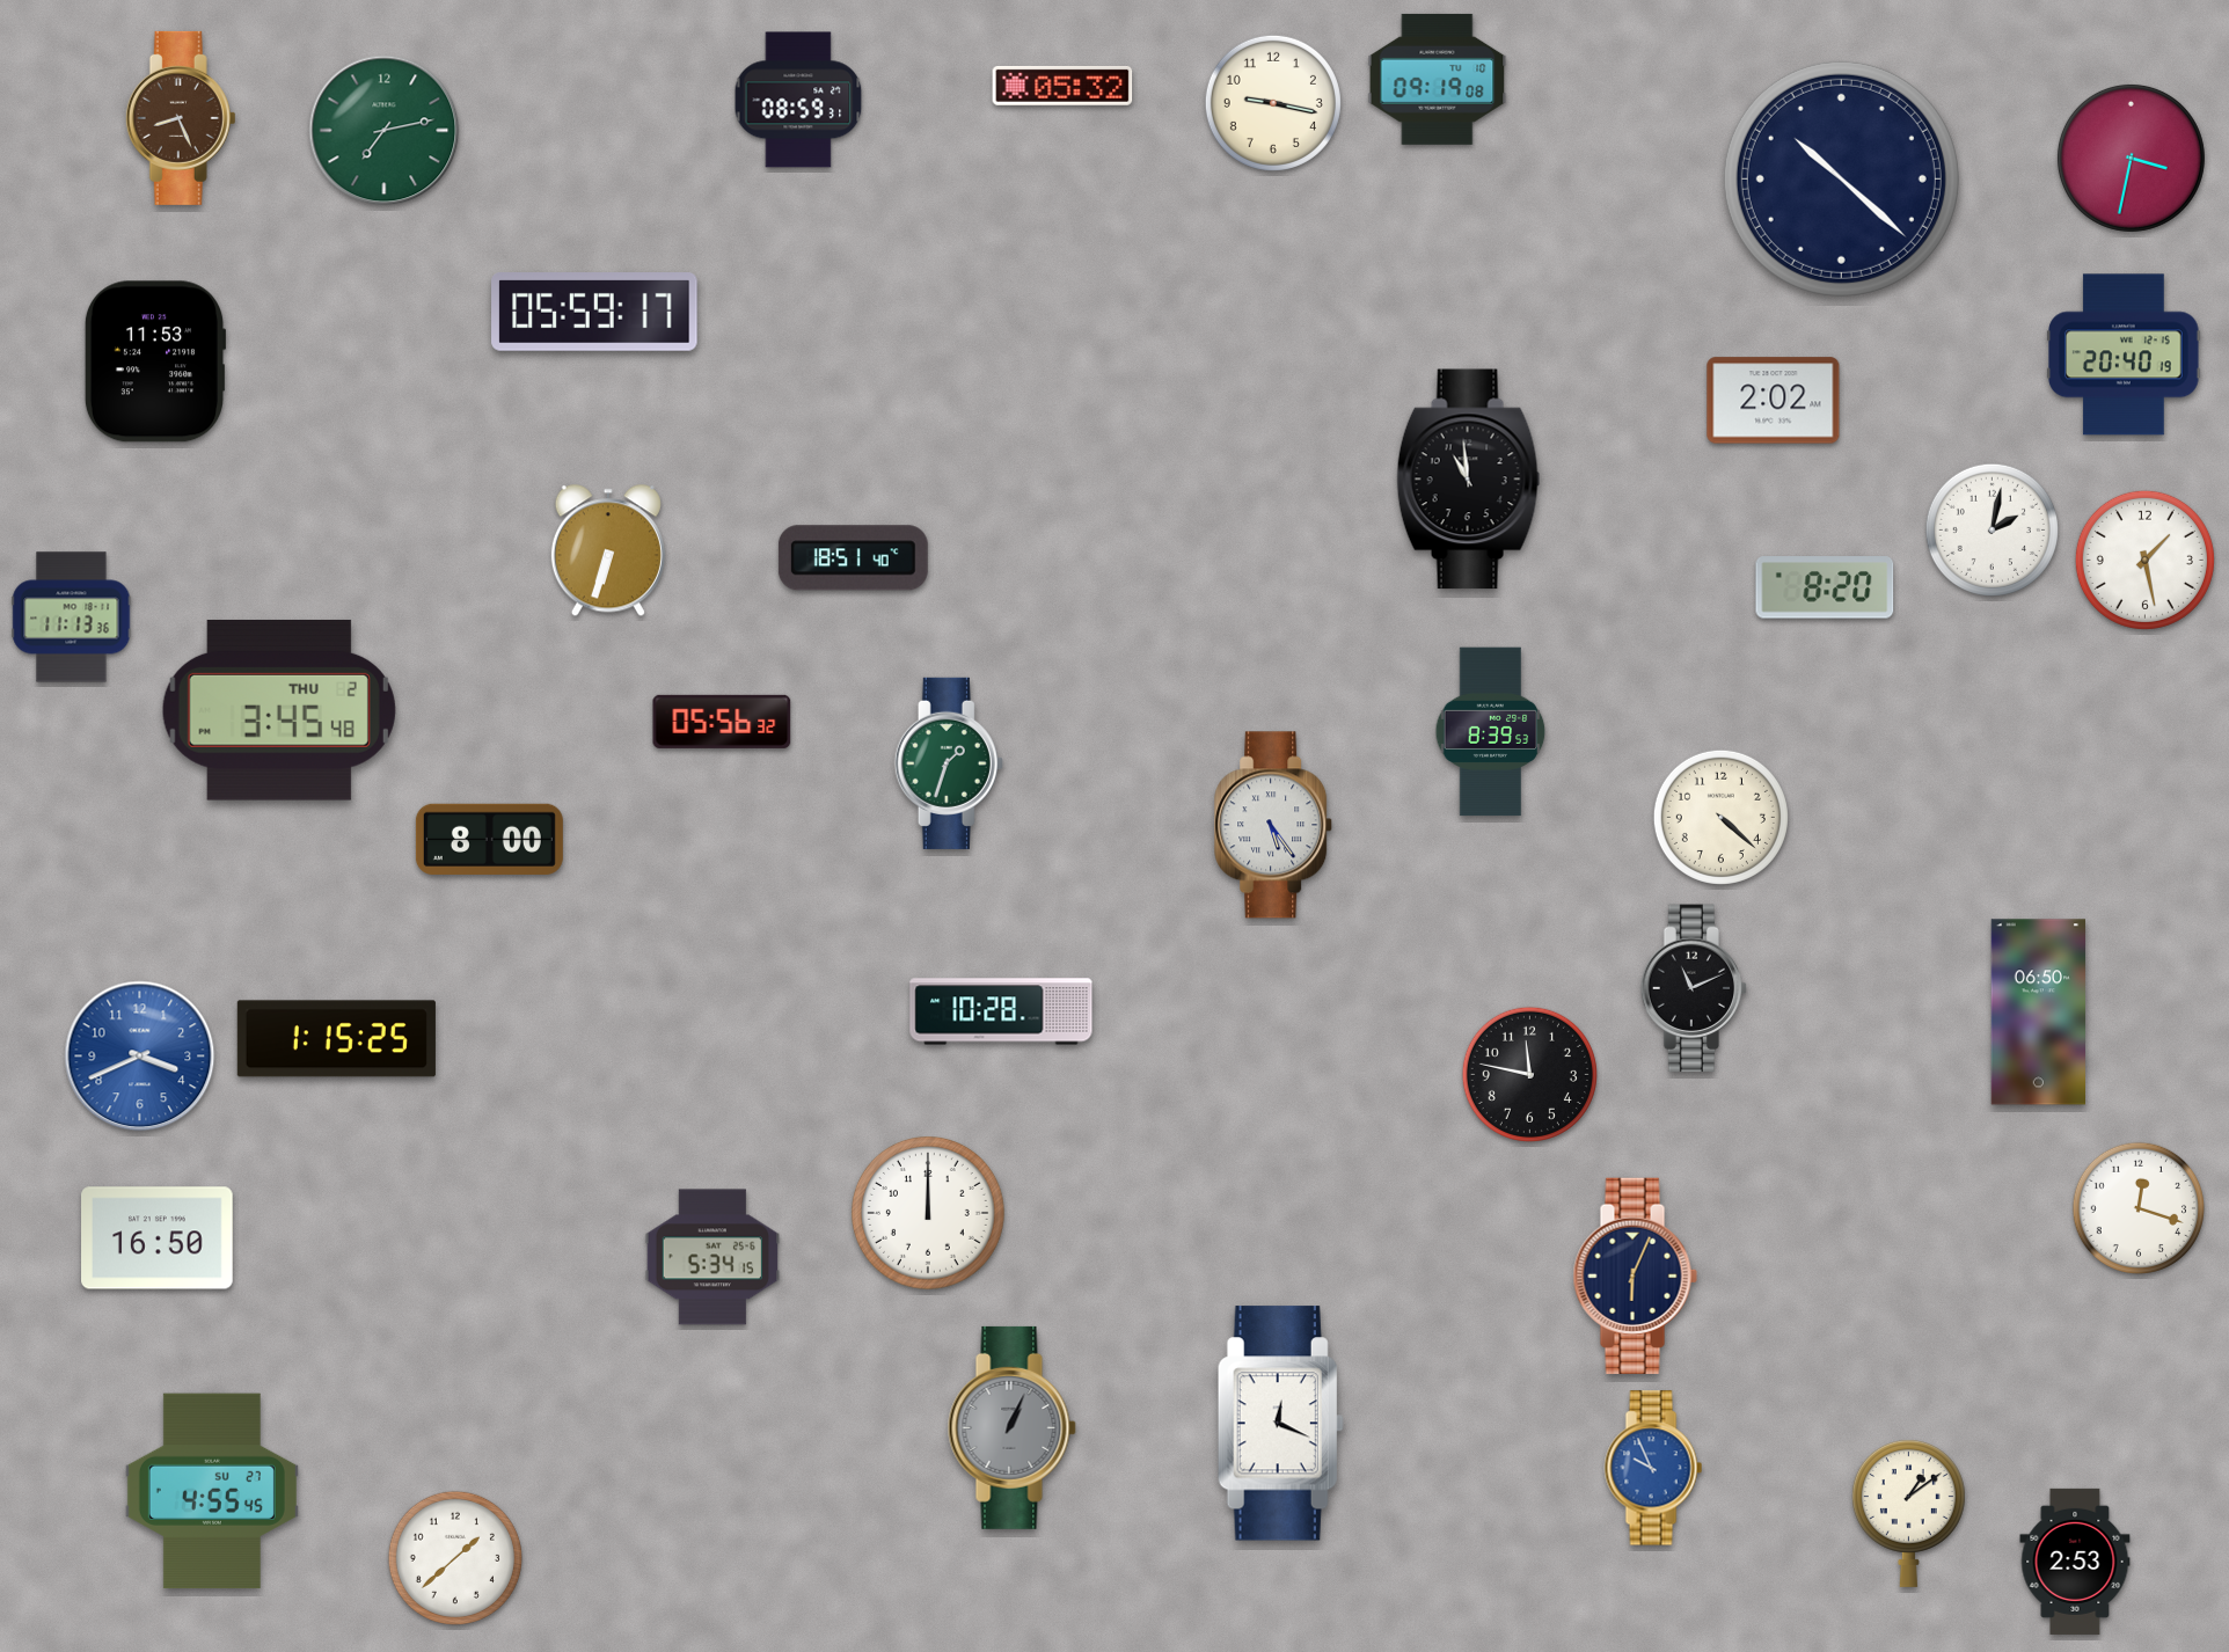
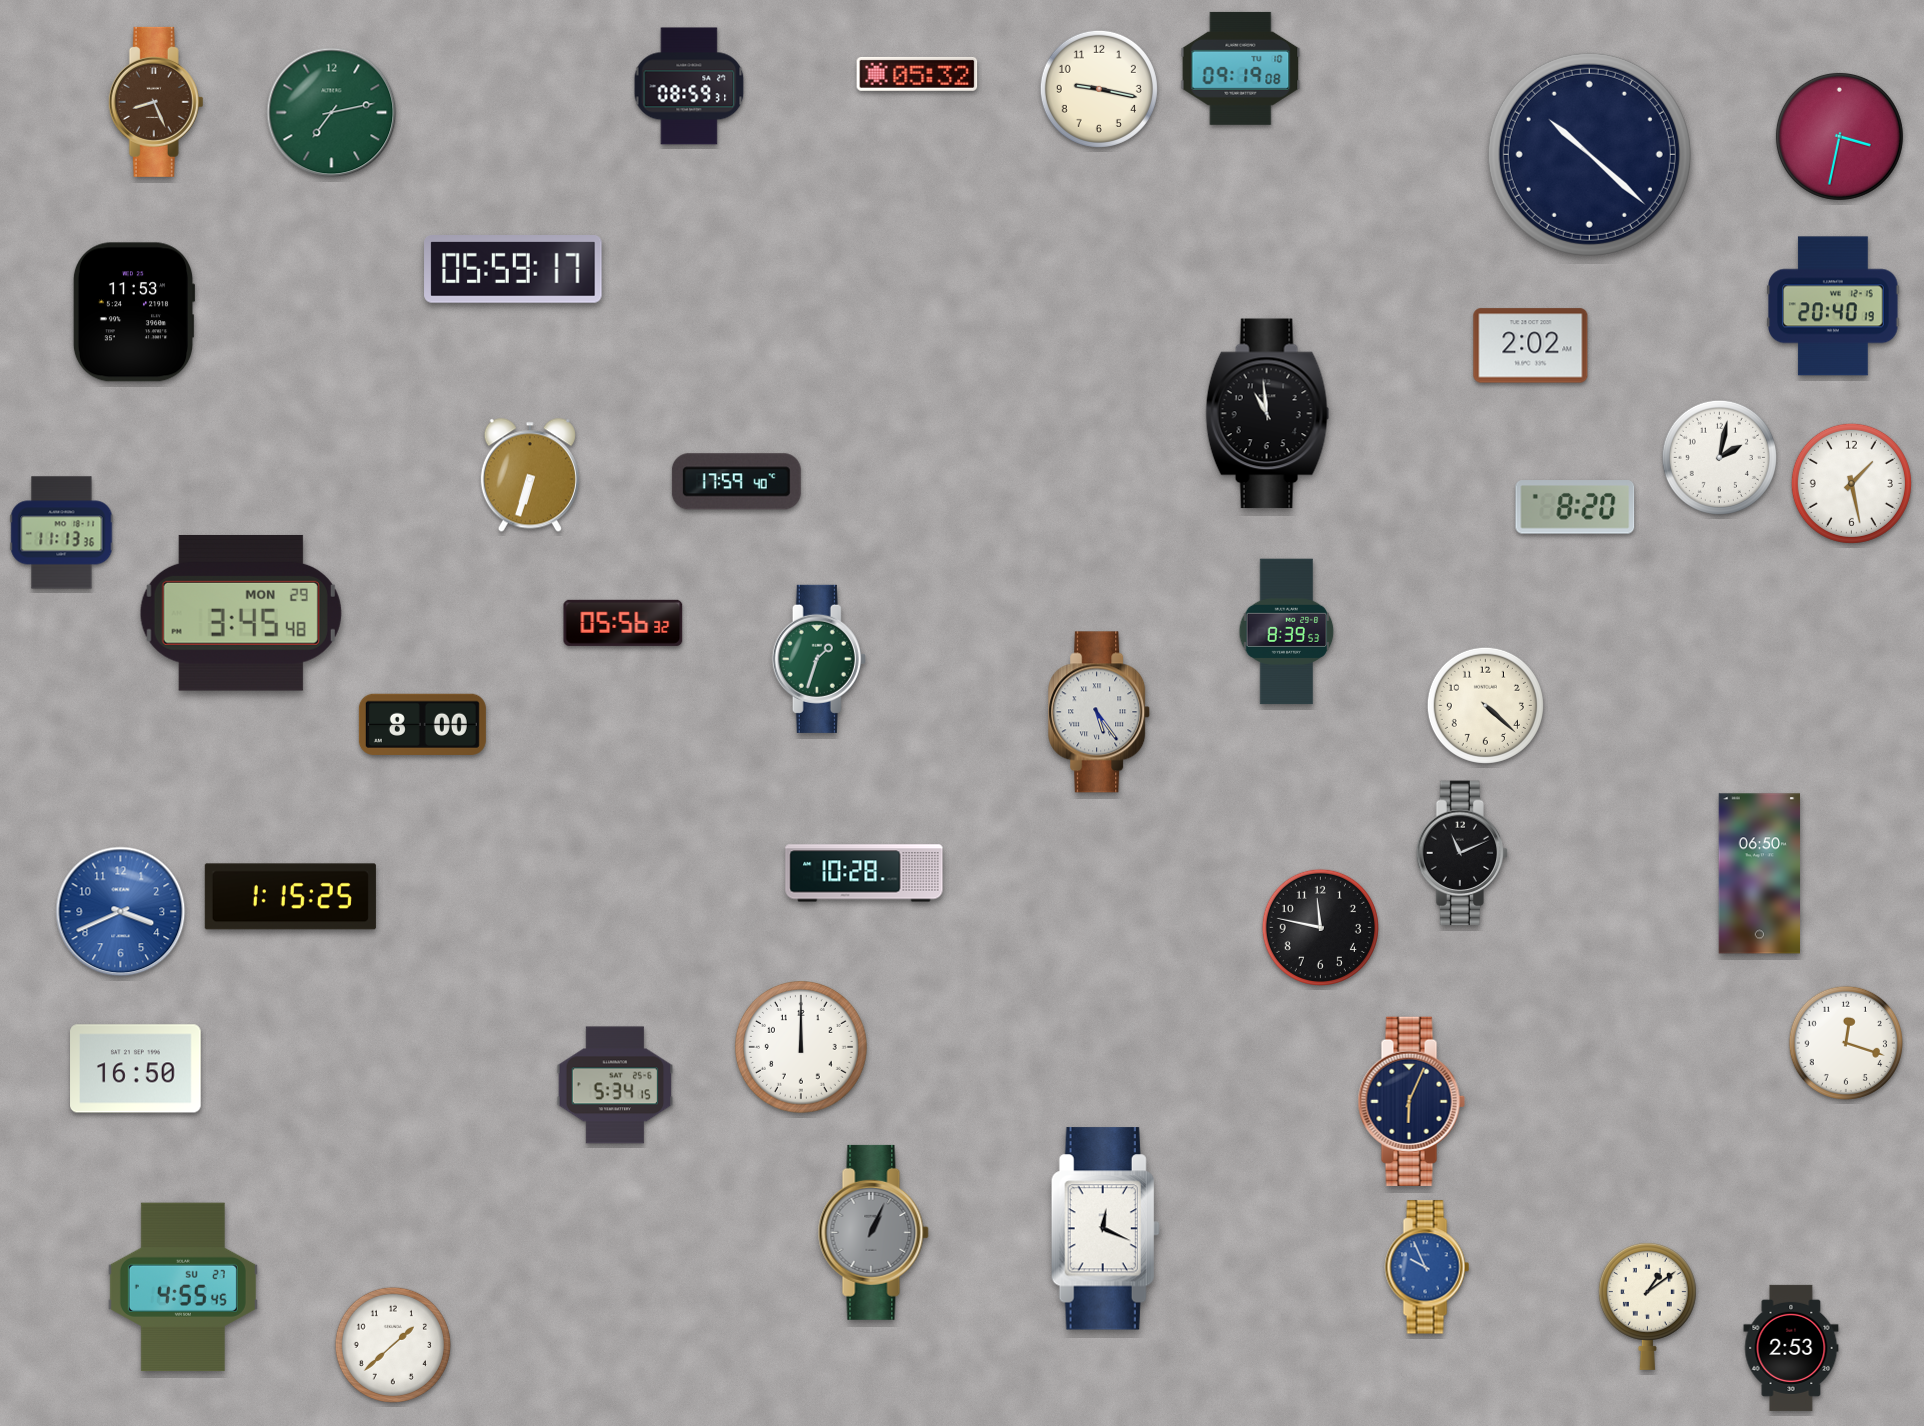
clock at (608, 550) position: (608, 550) -> (530, 475)
clock at (853, 558): 18:51 -> 17:59
clock at (279, 710) date: THU 2 -> MON 29
